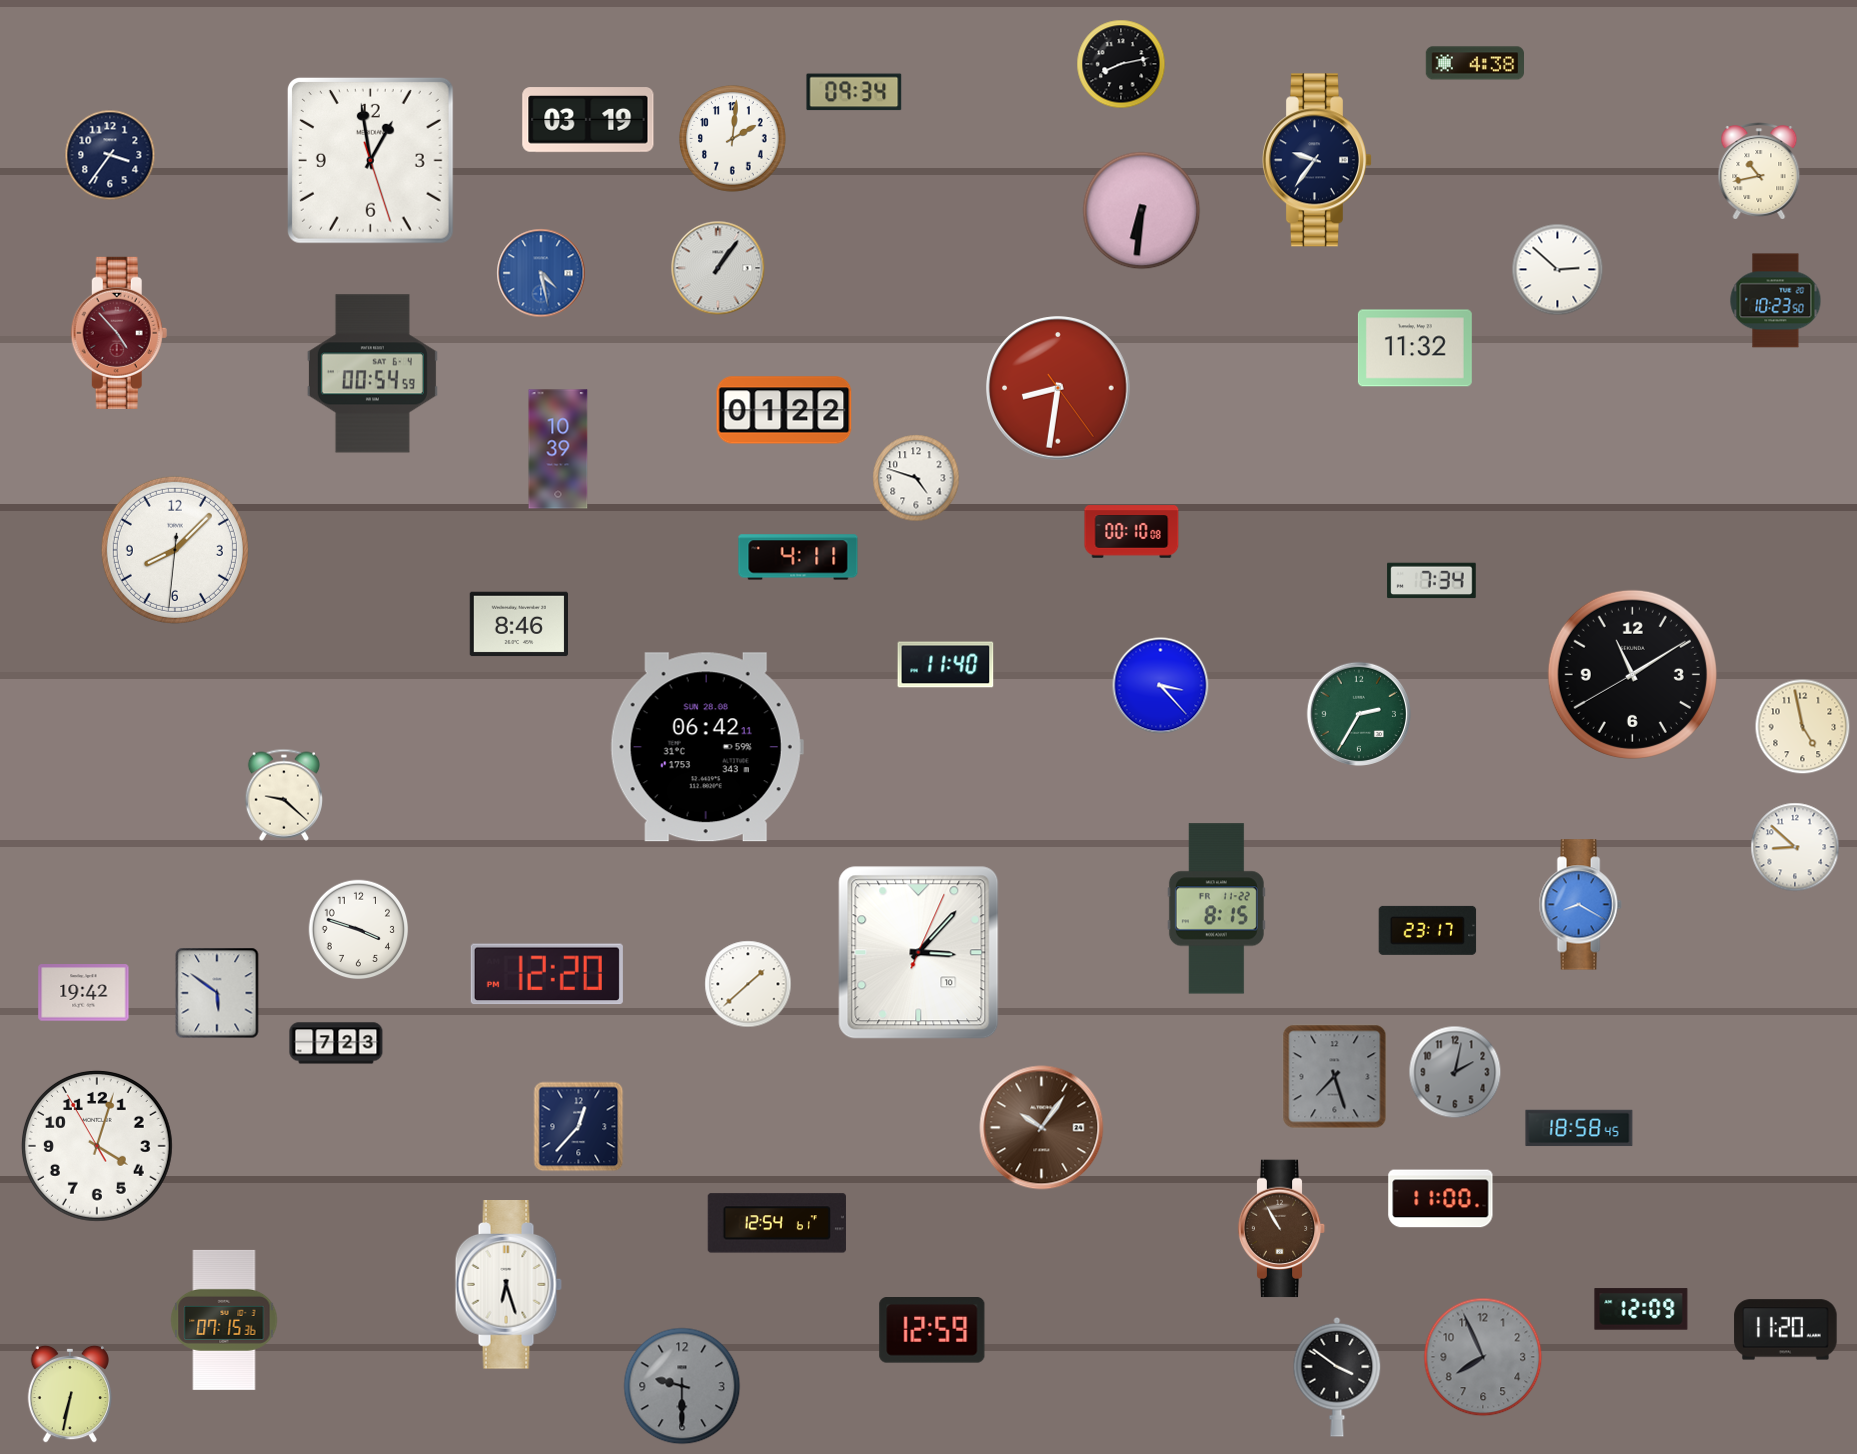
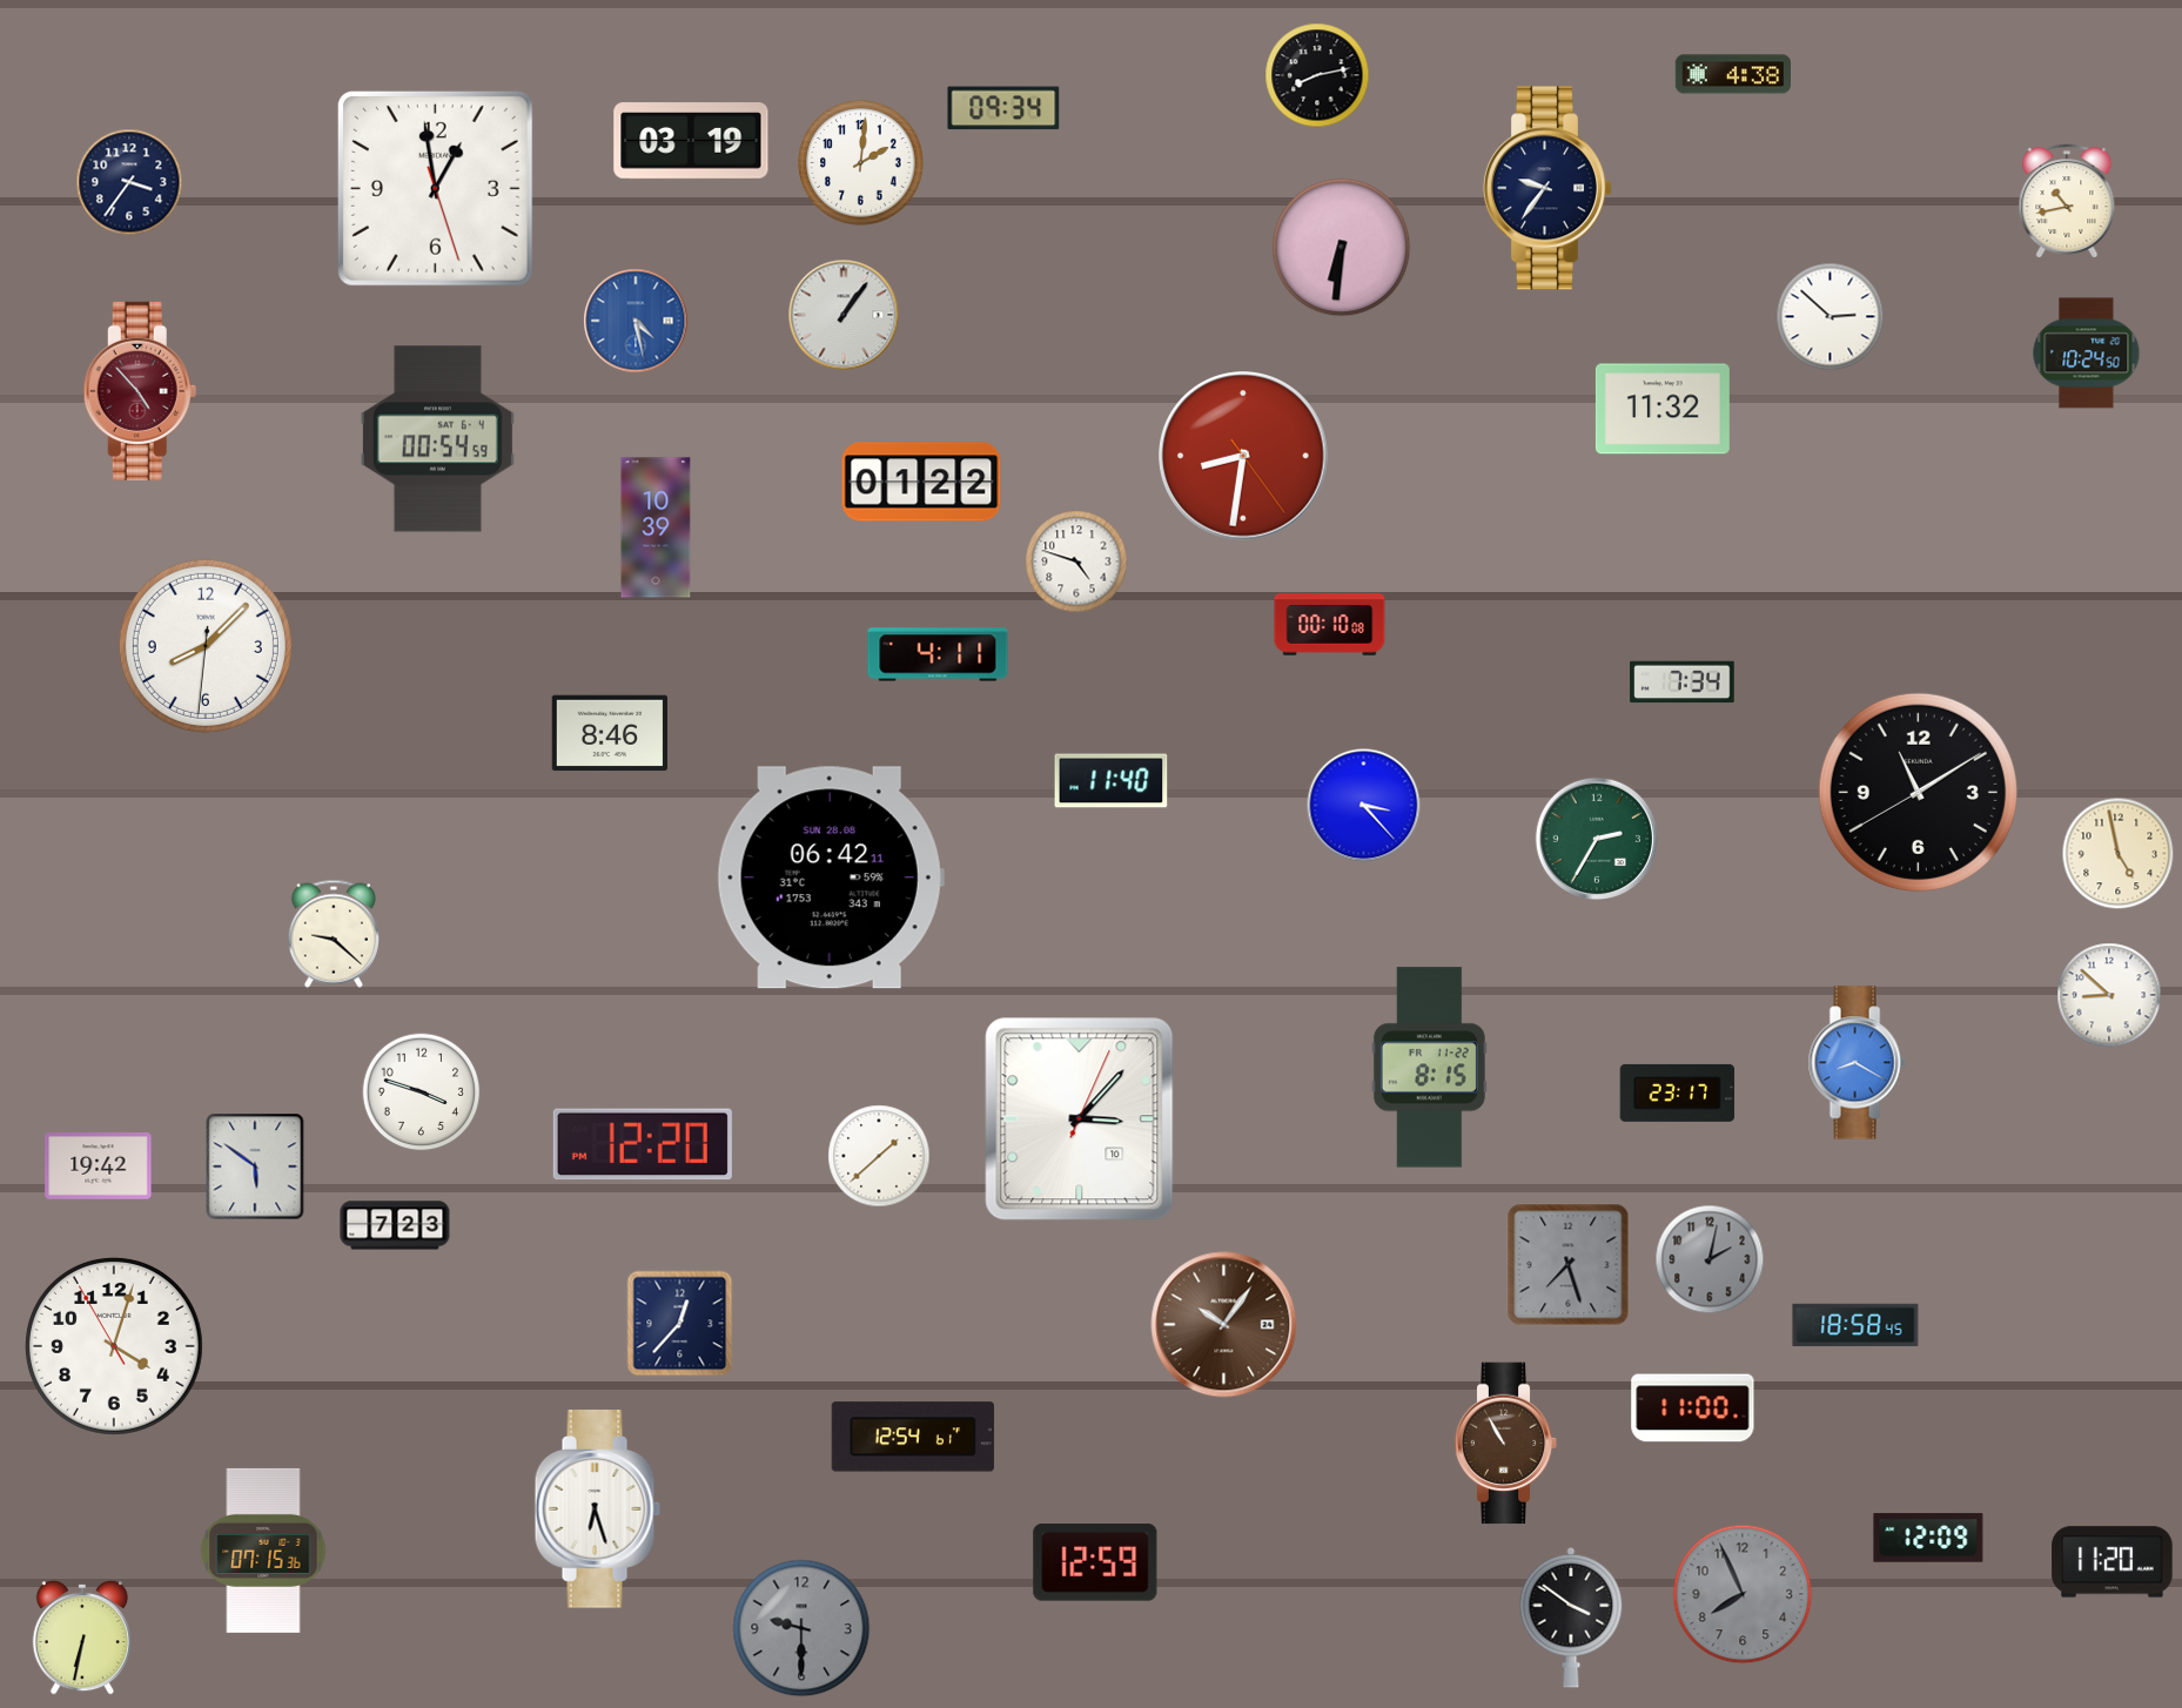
clock at (1776, 301): 10:23 -> 10:24
clock at (1786, 1330) position: (1786, 1330) -> (2113, 1562)
